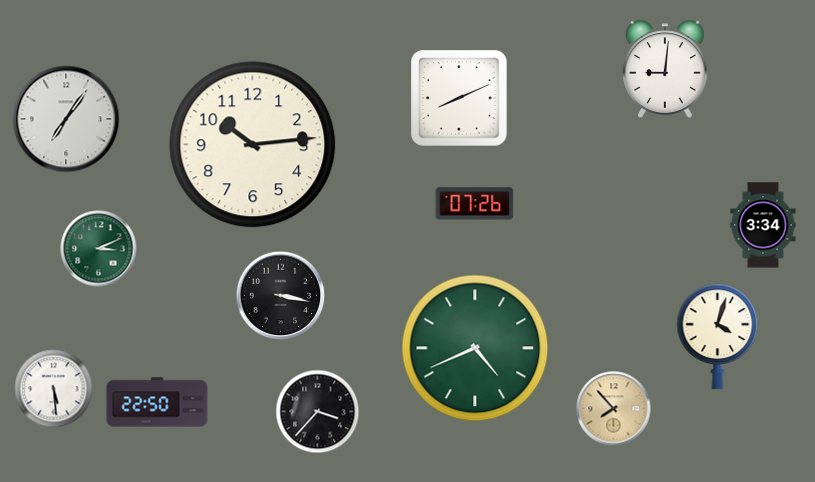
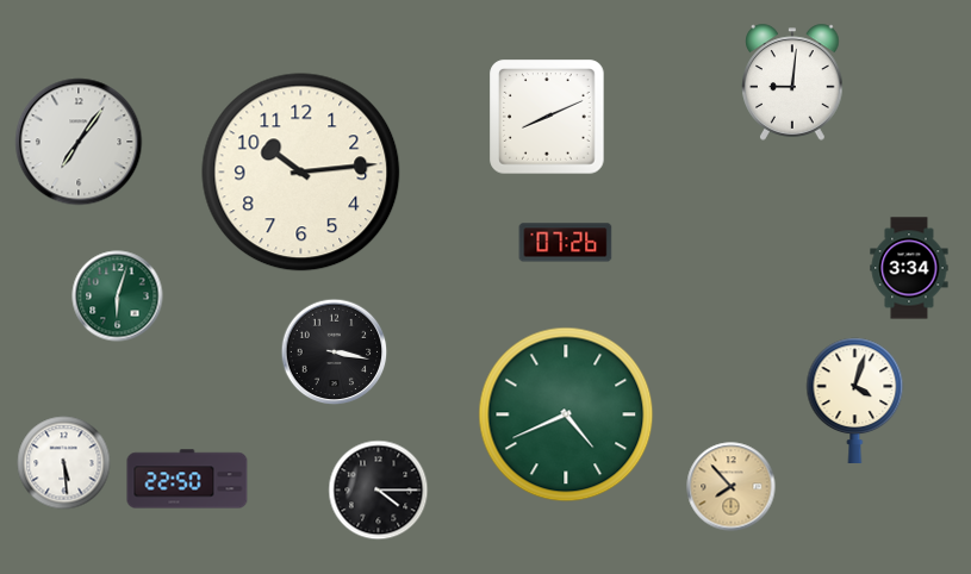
clock at (99, 249): 3:11 -> 6:03
clock at (318, 412): 3:37 -> 4:15
